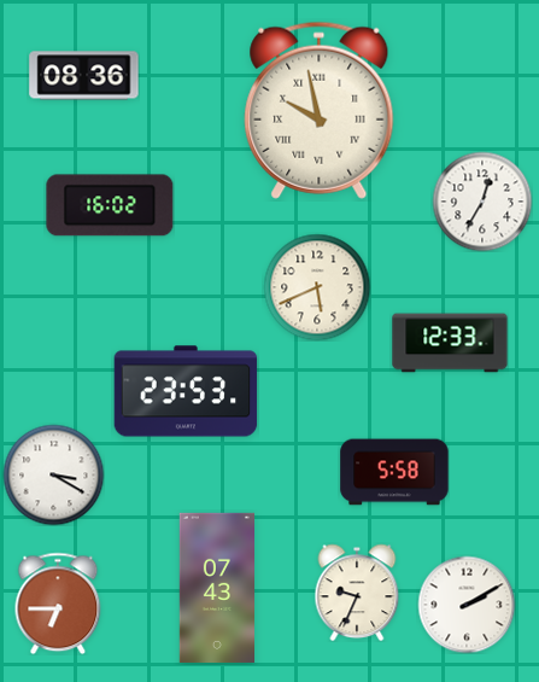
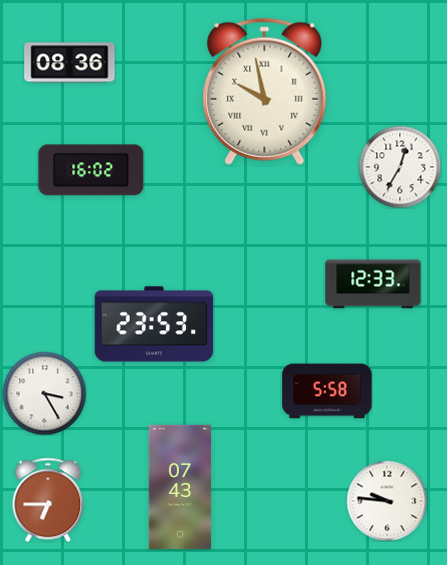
clock at (317, 287): 5:41 -> none
clock at (53, 474): 3:20 -> 3:25
clock at (357, 593): 9:34 -> none
clock at (467, 605): 2:10 -> 9:46
